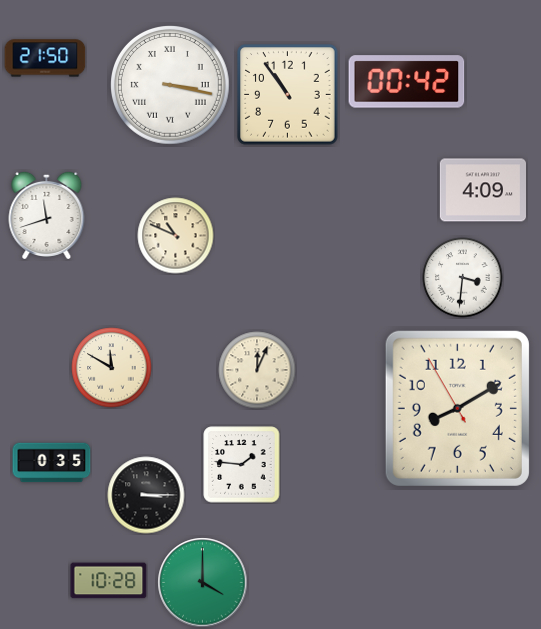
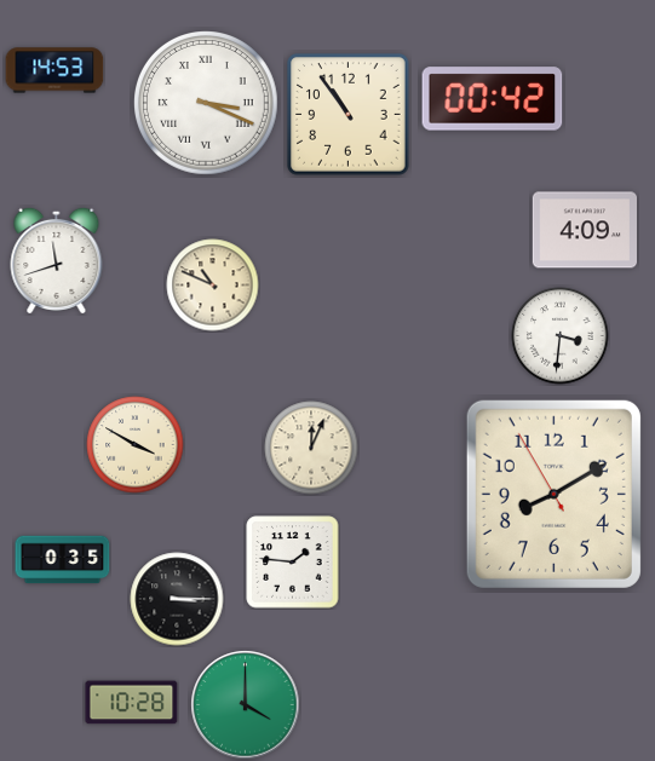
clock at (45, 58): 21:50 -> 14:53
clock at (171, 86): 3:17 -> 3:19
clock at (112, 368): 11:50 -> 3:50
